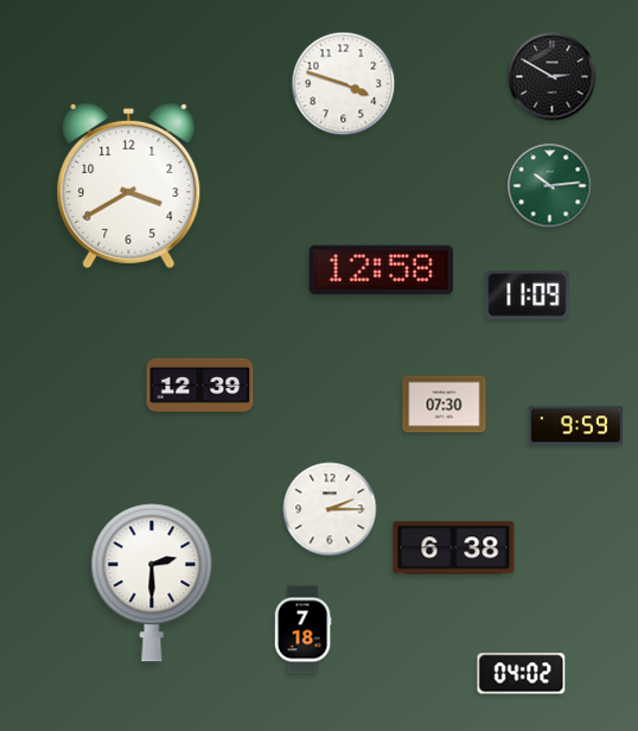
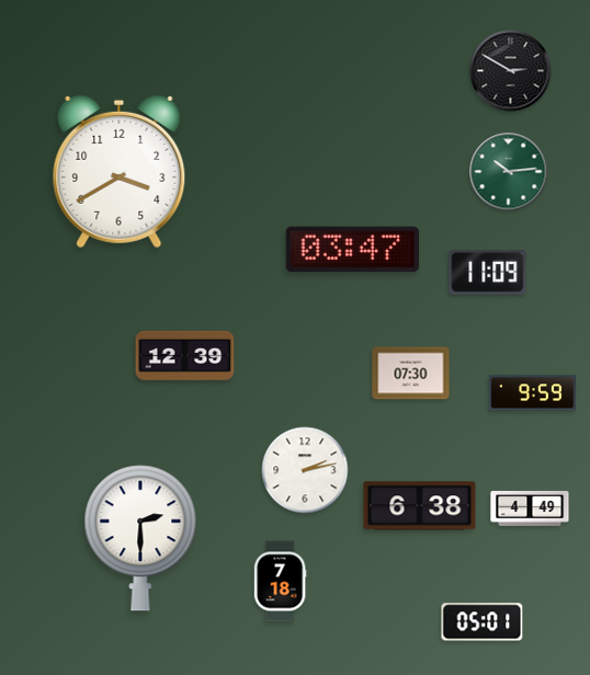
clock at (344, 84): 3:48 -> none
clock at (381, 271): 12:58 -> 03:47
clock at (330, 509): 2:15 -> 2:13
clock at (530, 508): none -> 4:49
clock at (522, 674): 04:02 -> 05:01
